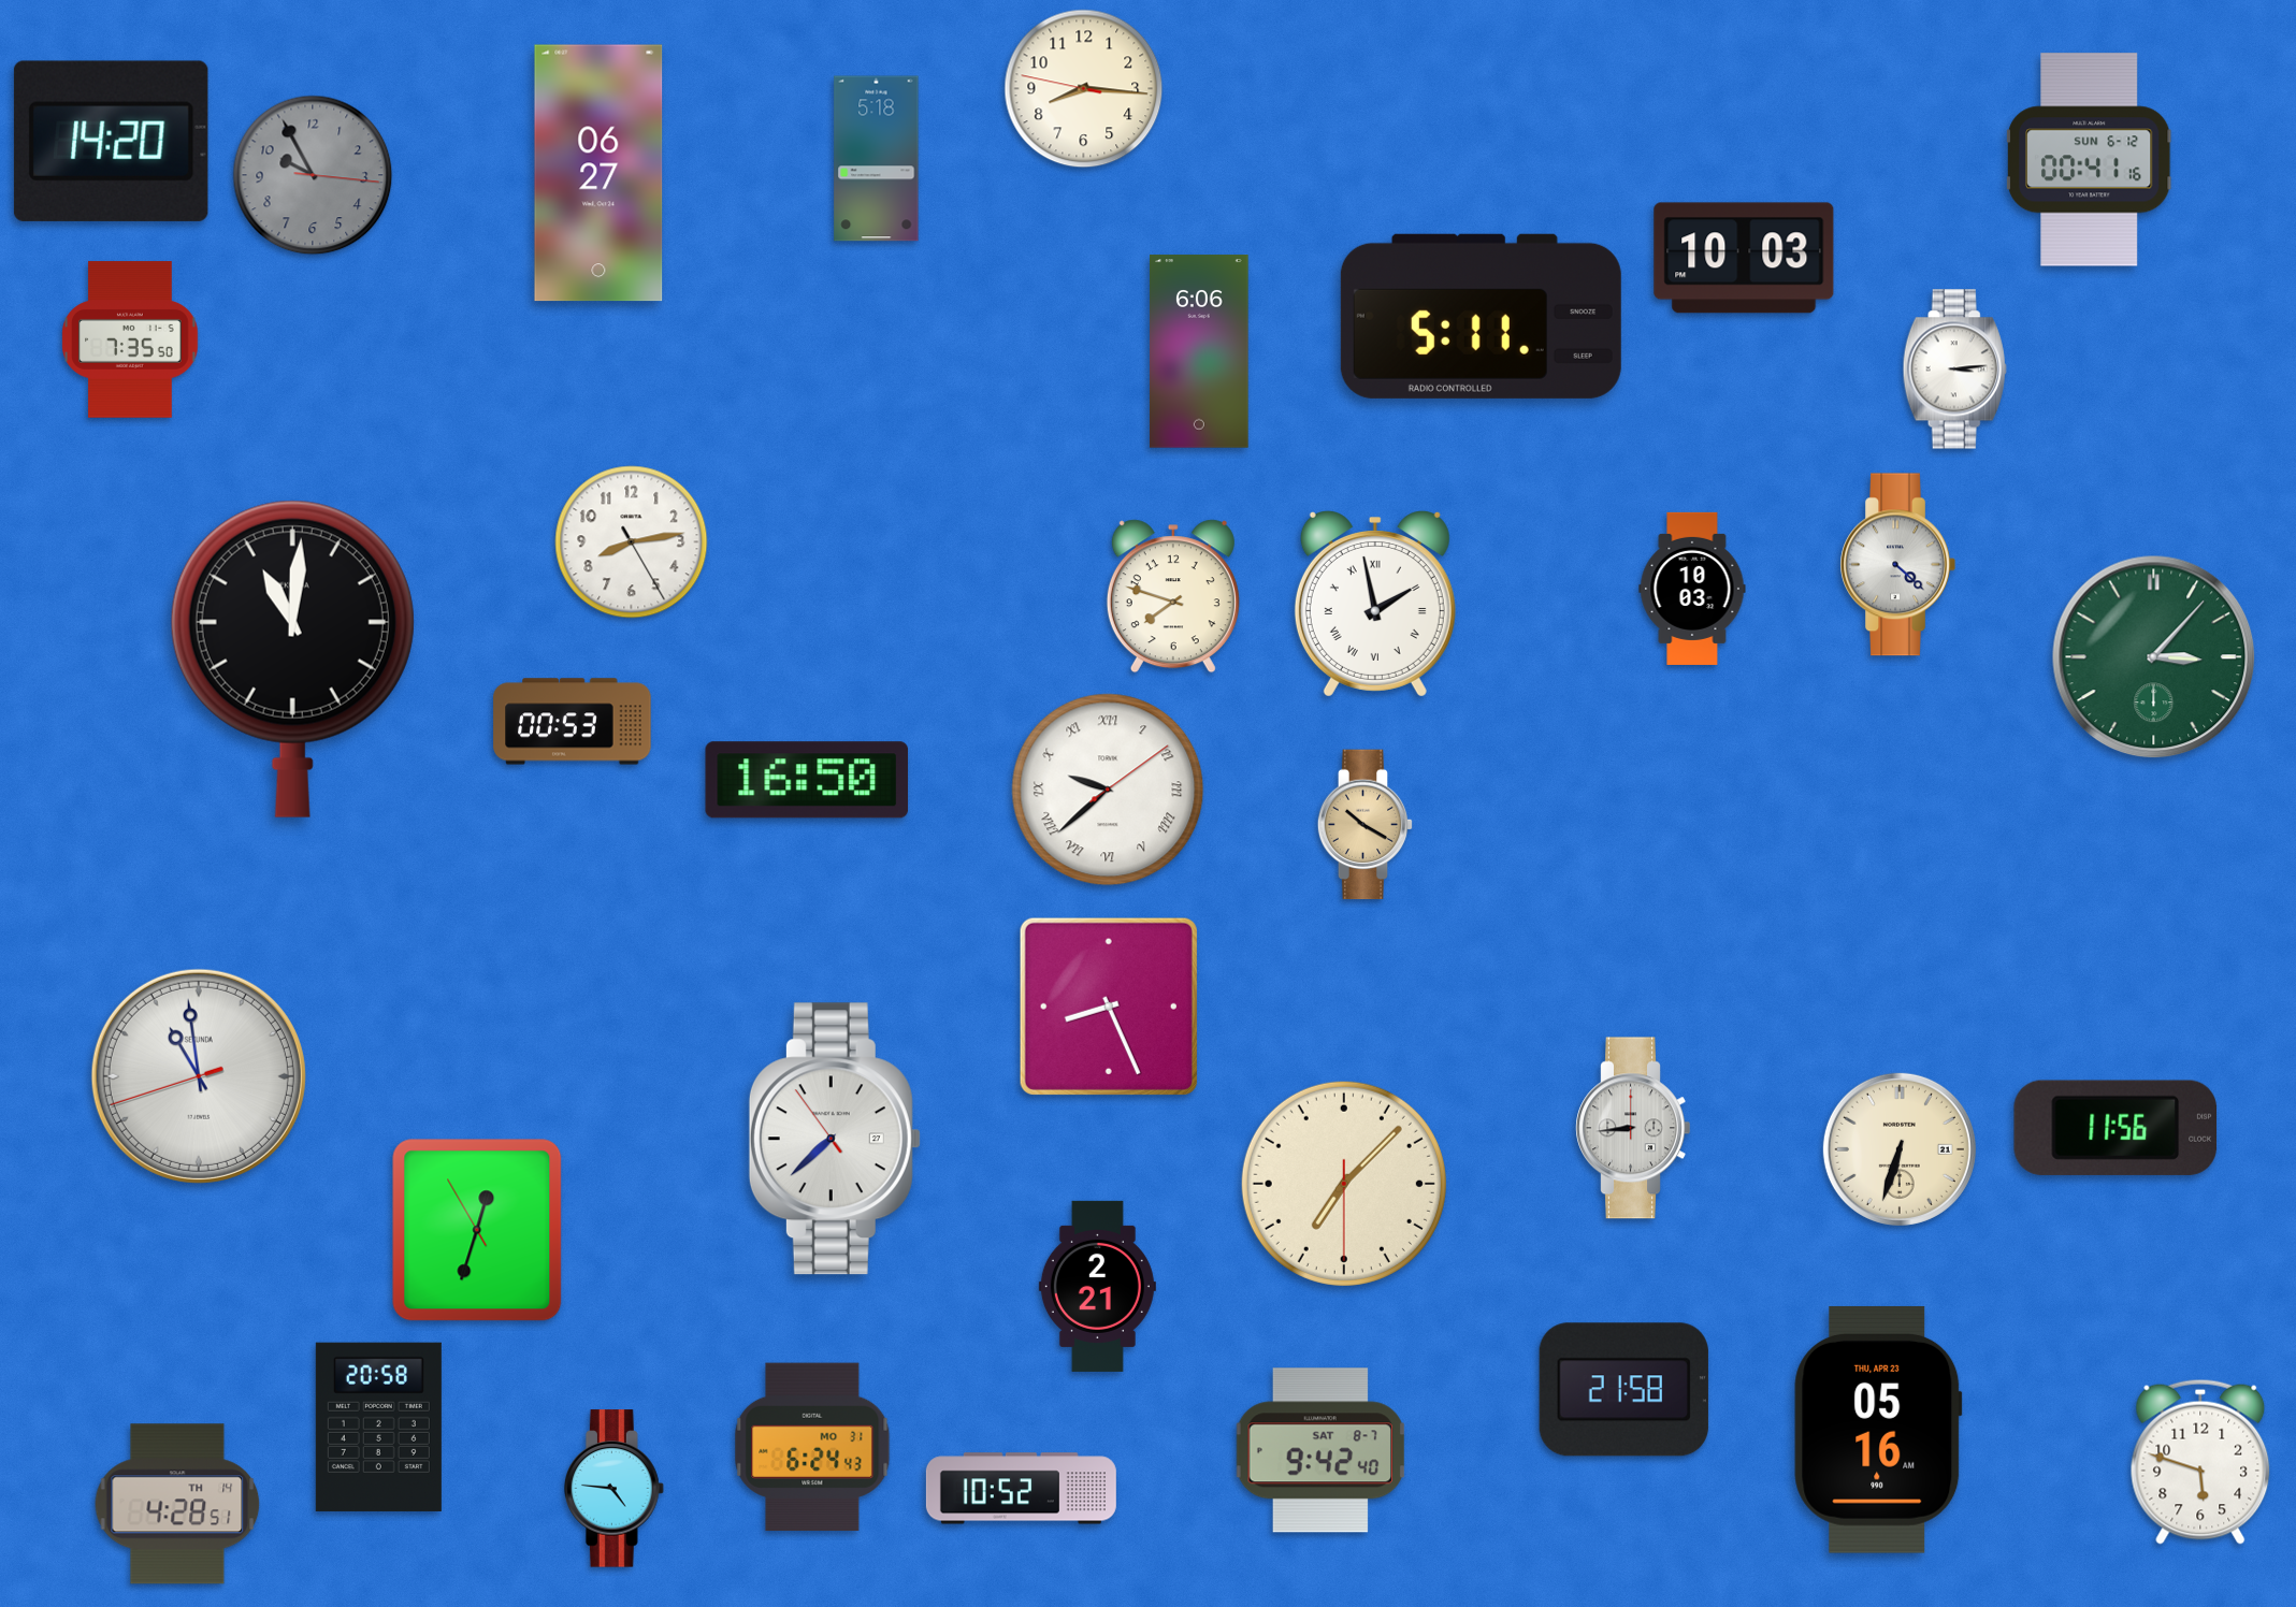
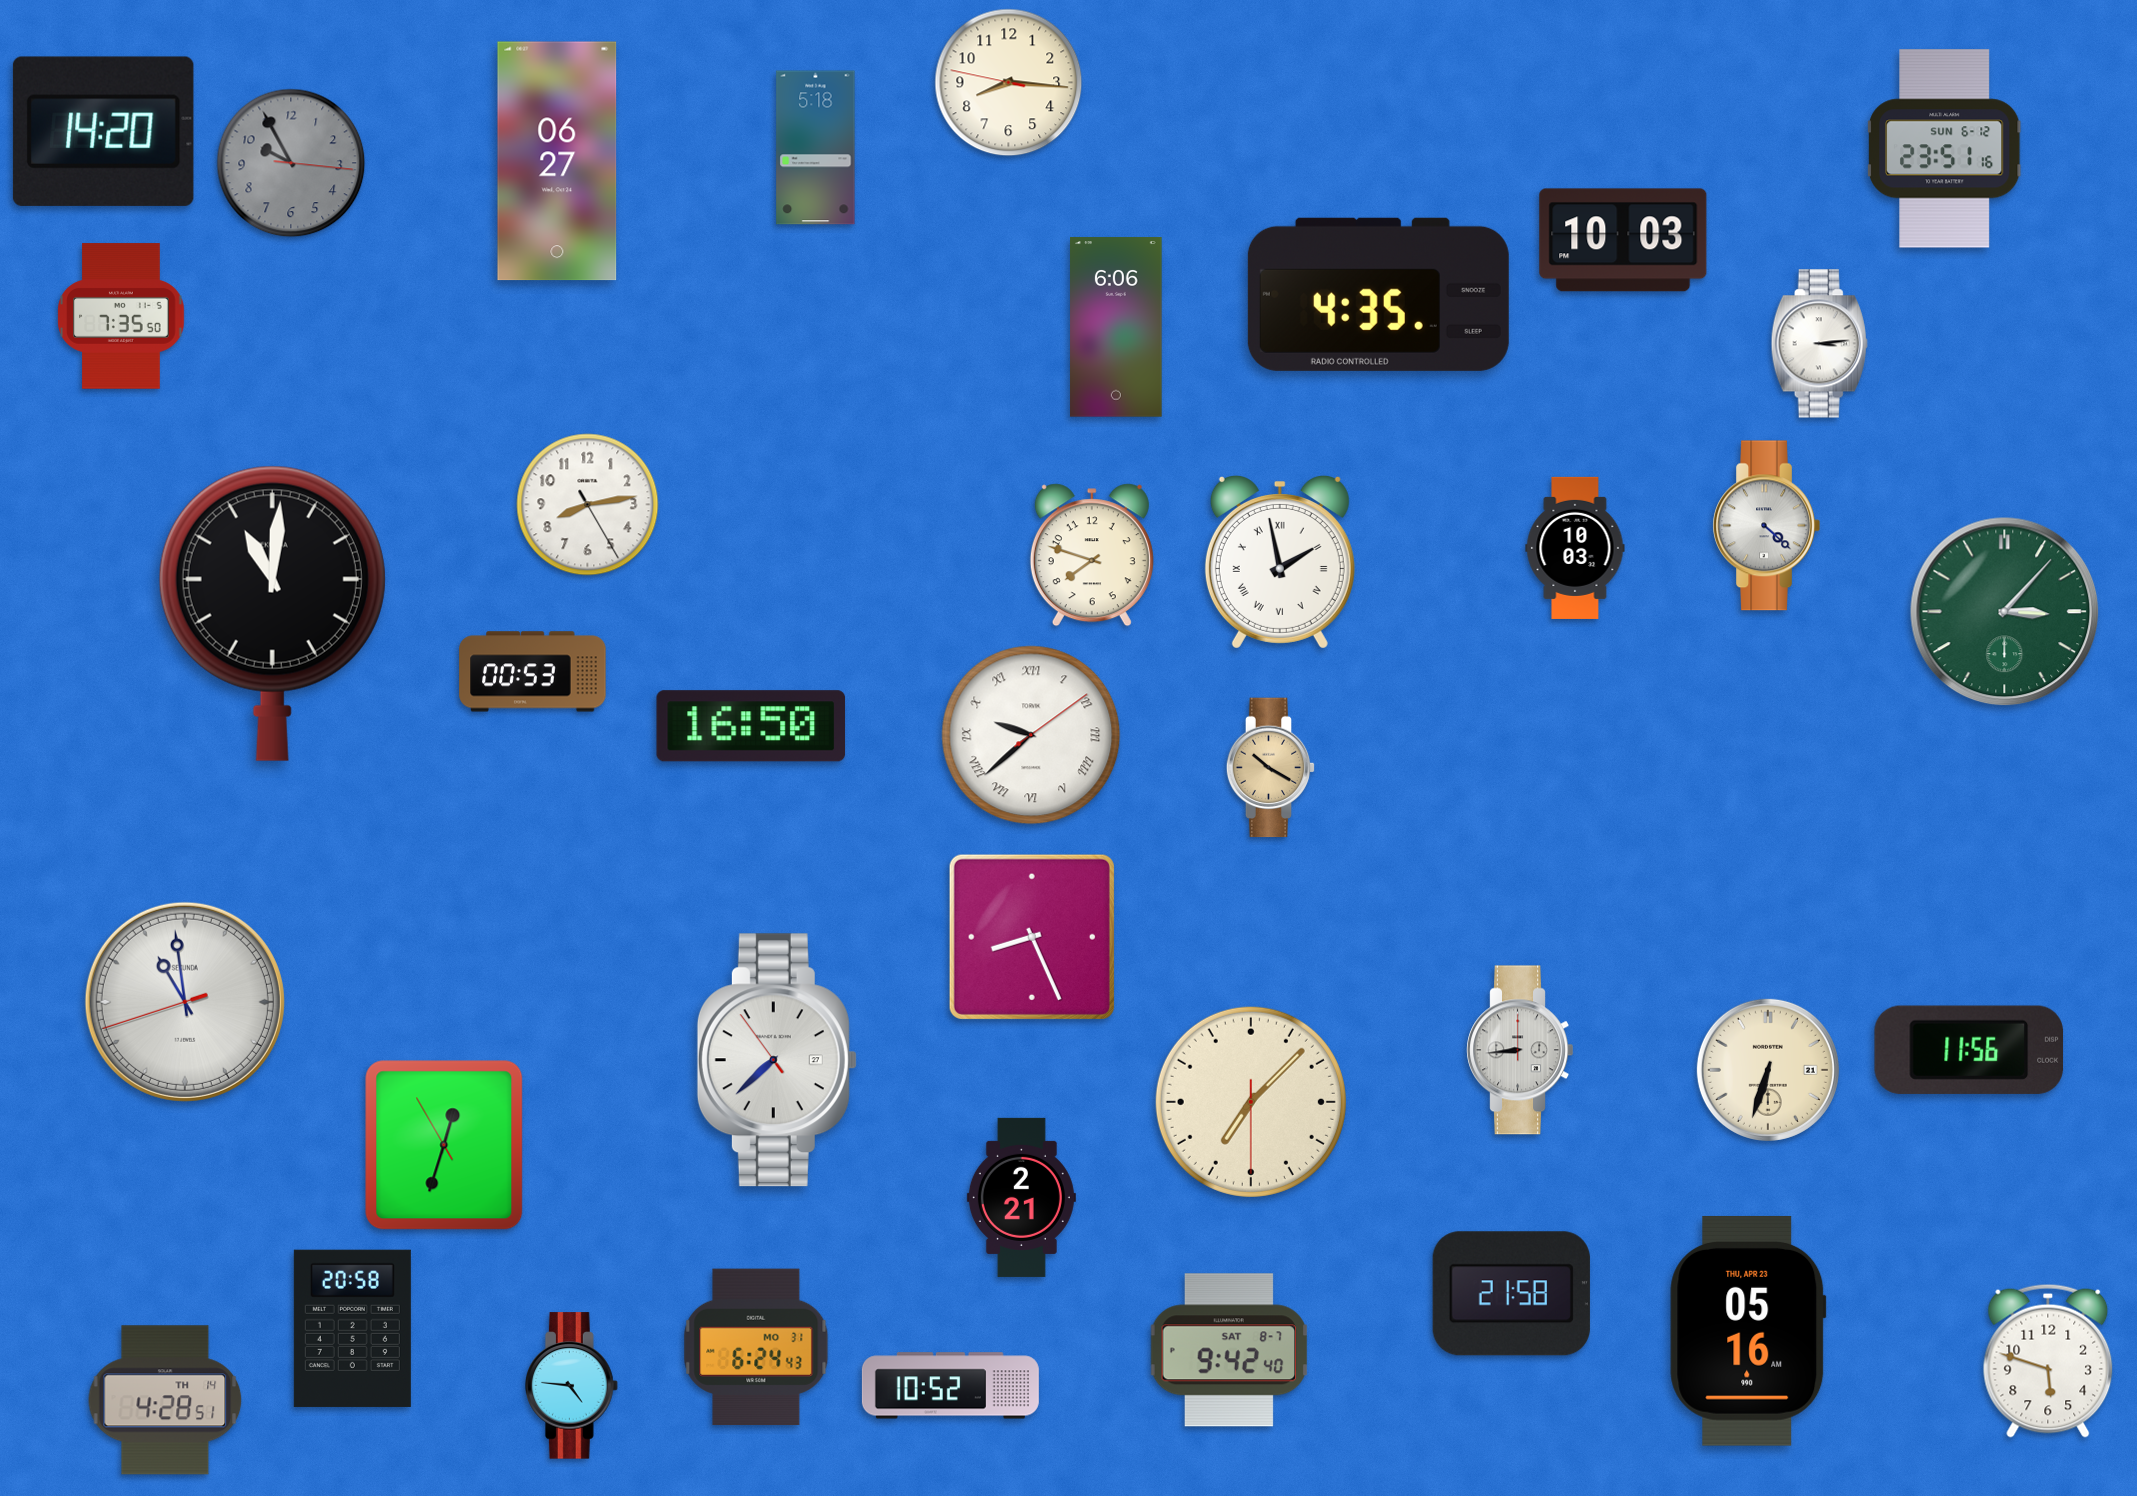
clock at (2091, 160): 00:41 -> 23:51
clock at (1481, 316): 5:11 -> 4:35
